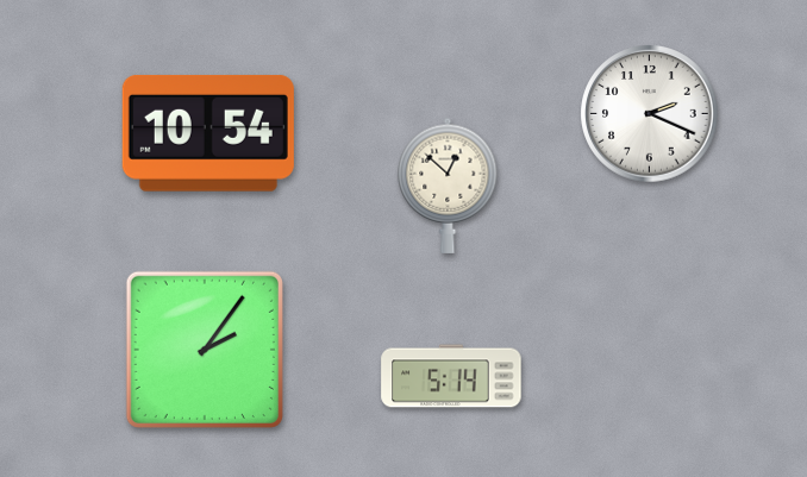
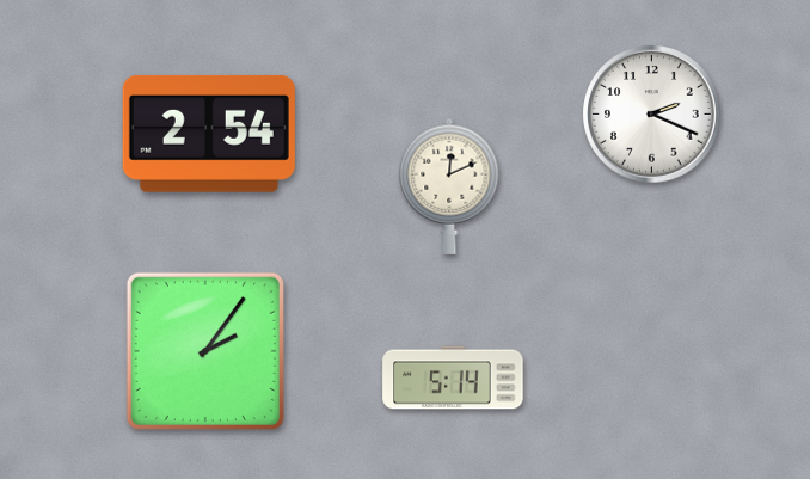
clock at (208, 133): 10:54 -> 2:54
clock at (448, 186): 12:52 -> 12:11
